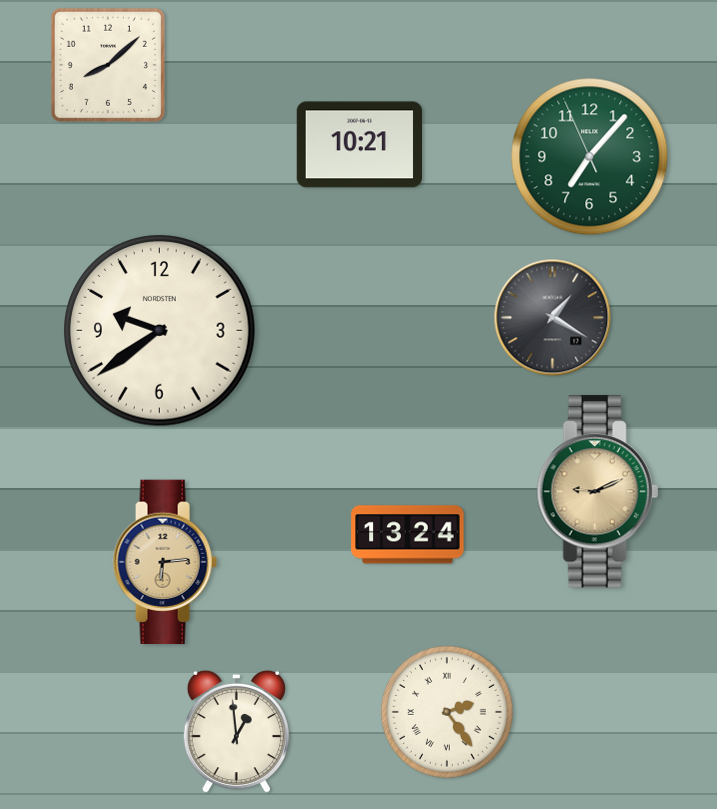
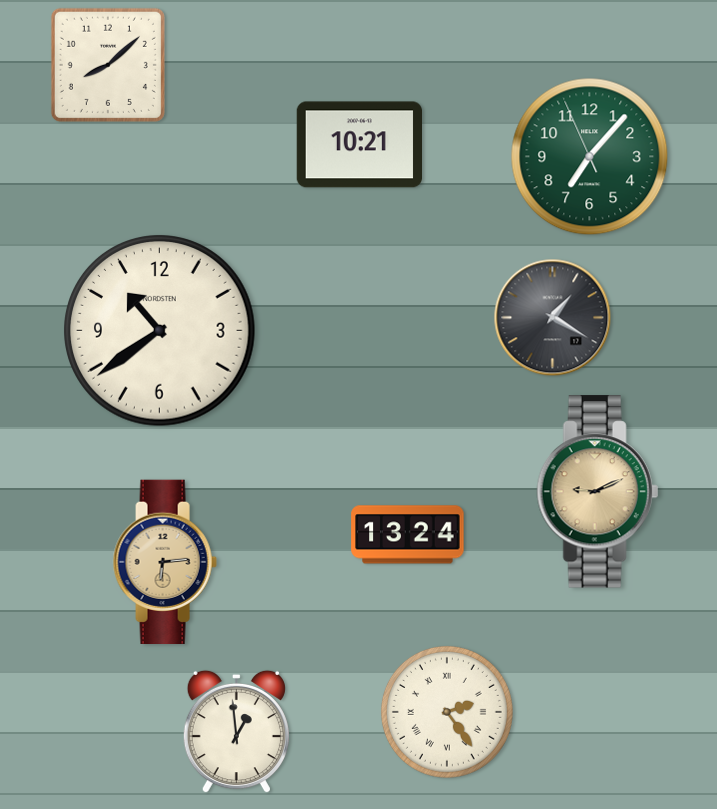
clock at (160, 331): 9:39 -> 10:39
